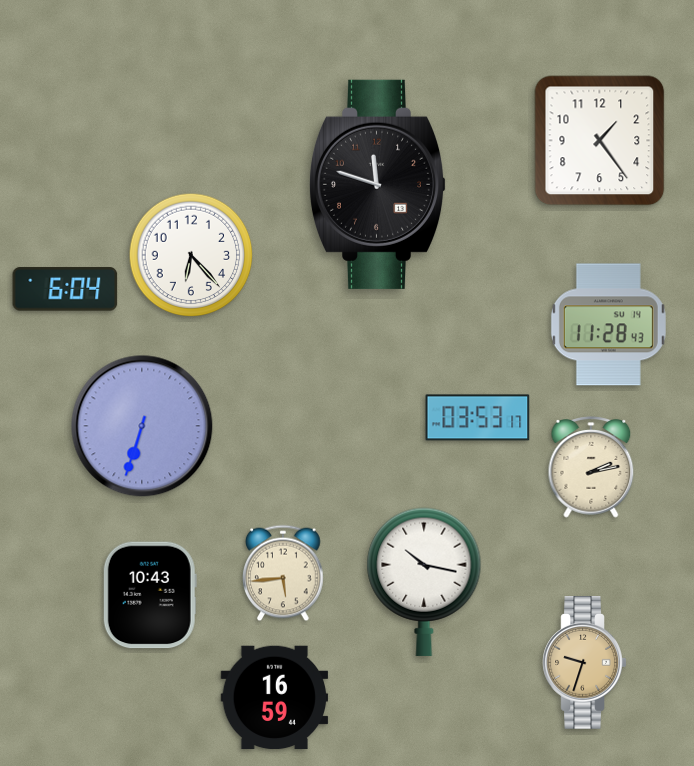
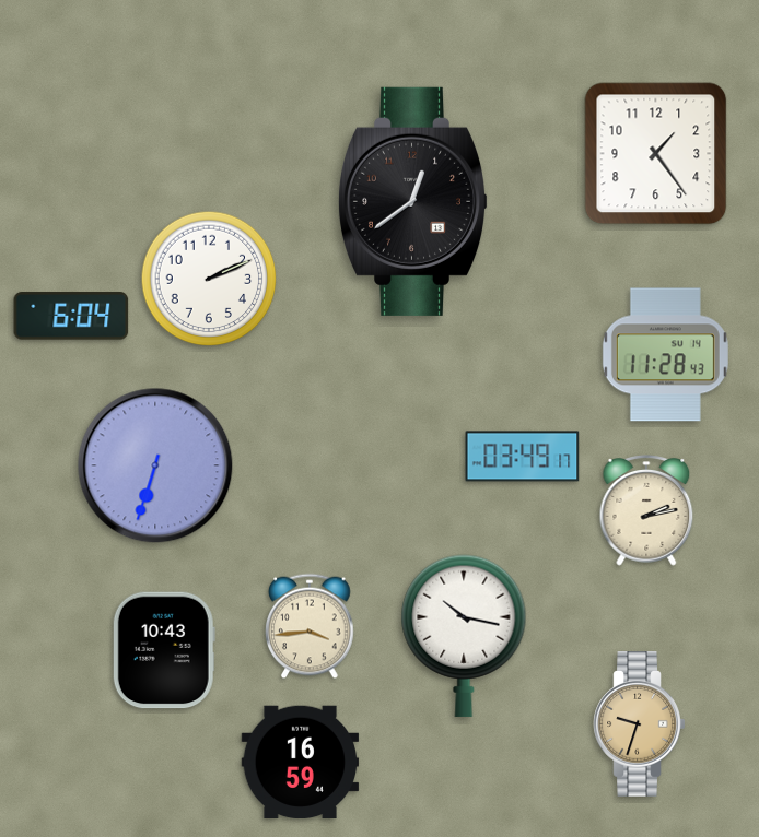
clock at (378, 184): 11:48 -> 12:39
clock at (191, 255): 6:23 -> 2:11
clock at (478, 418): 03:53 -> 03:49
clock at (283, 573): 5:44 -> 3:44
